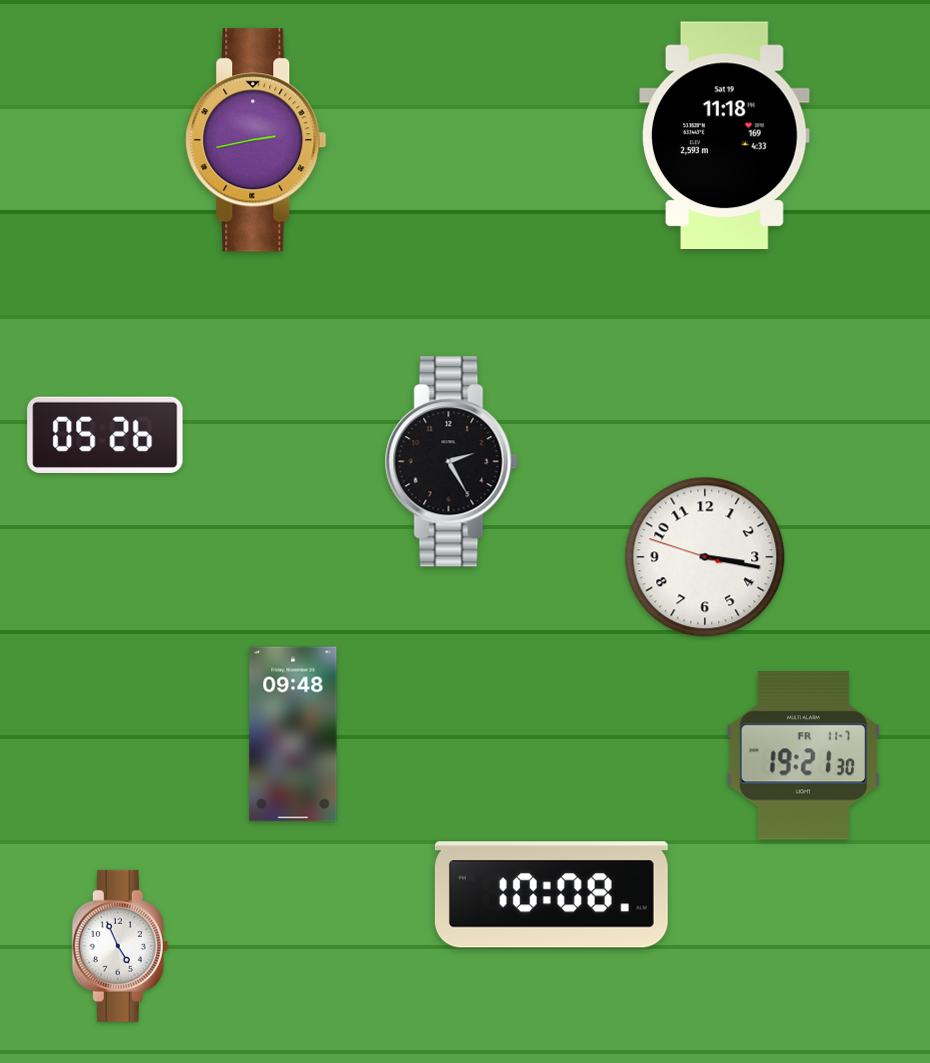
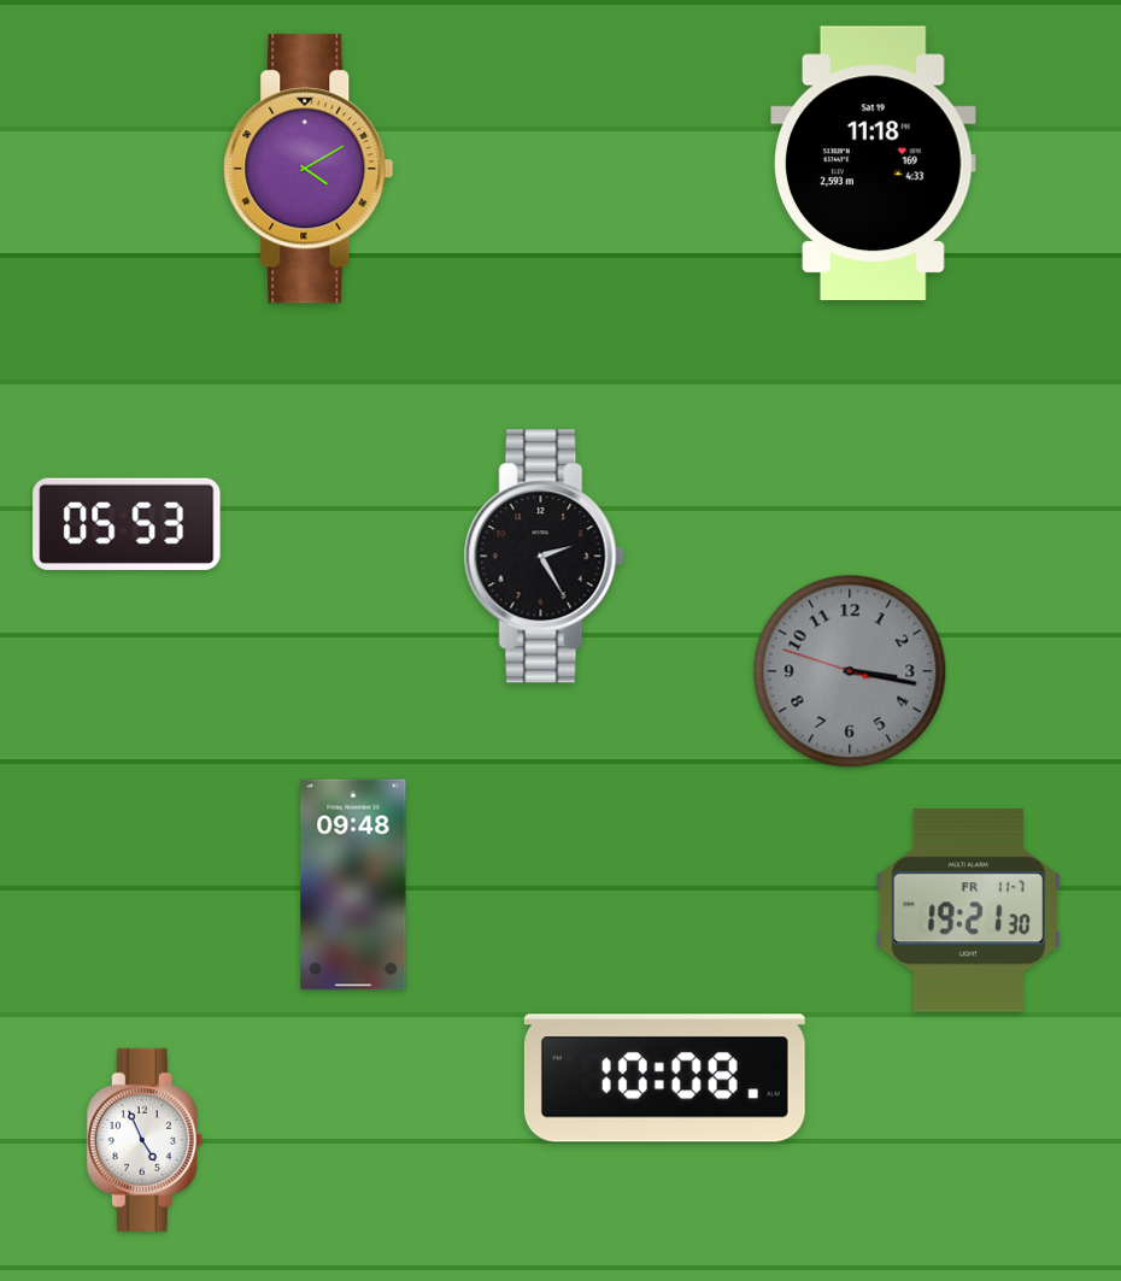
clock at (256, 140): 2:43 -> 4:10
clock at (105, 435): 05:26 -> 05:53
clock at (705, 557) dial: white -> grey
